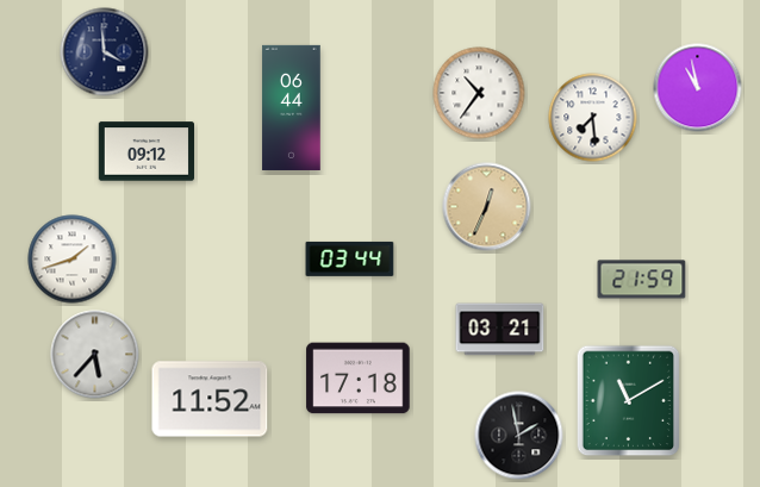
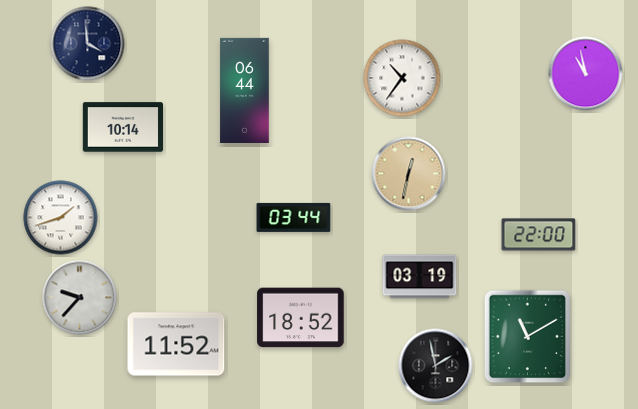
clock at (593, 118): 7:29 -> none
clock at (145, 151): 09:12 -> 10:14
clock at (487, 207): 12:34 -> 12:32
clock at (642, 280): 21:59 -> 22:00
clock at (500, 330): 03:21 -> 03:19
clock at (95, 355): 5:37 -> 9:37
clock at (359, 379): 17:18 -> 18:52
clock at (210, 399) position: (210, 399) -> (176, 344)
